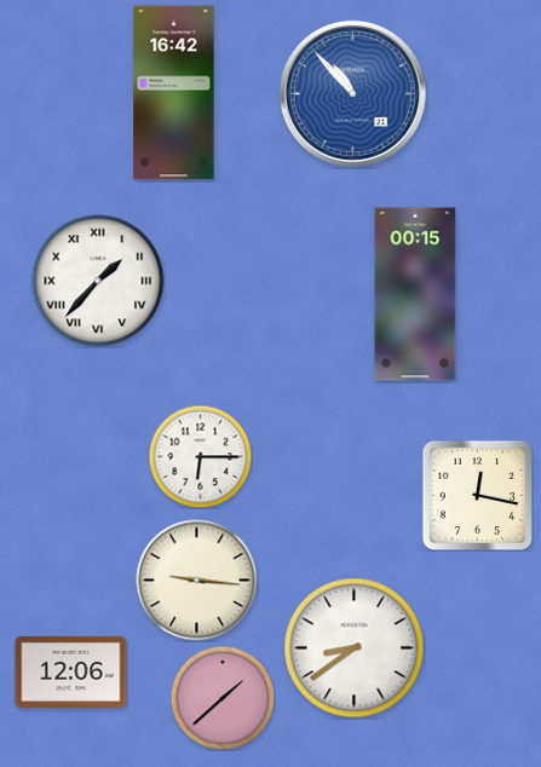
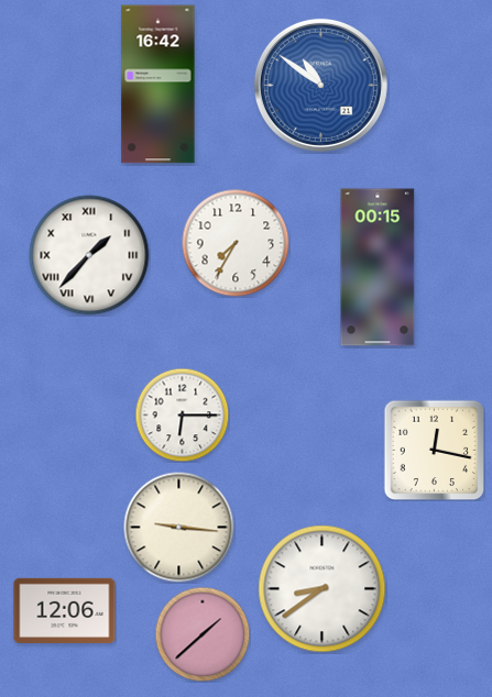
clock at (352, 93): 10:53 -> 10:51
clock at (236, 243): none -> 7:35
